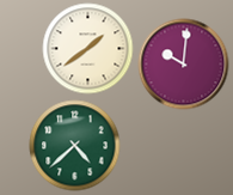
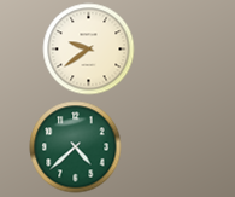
clock at (88, 49): 1:39 -> 9:39
clock at (184, 65): 10:01 -> none
